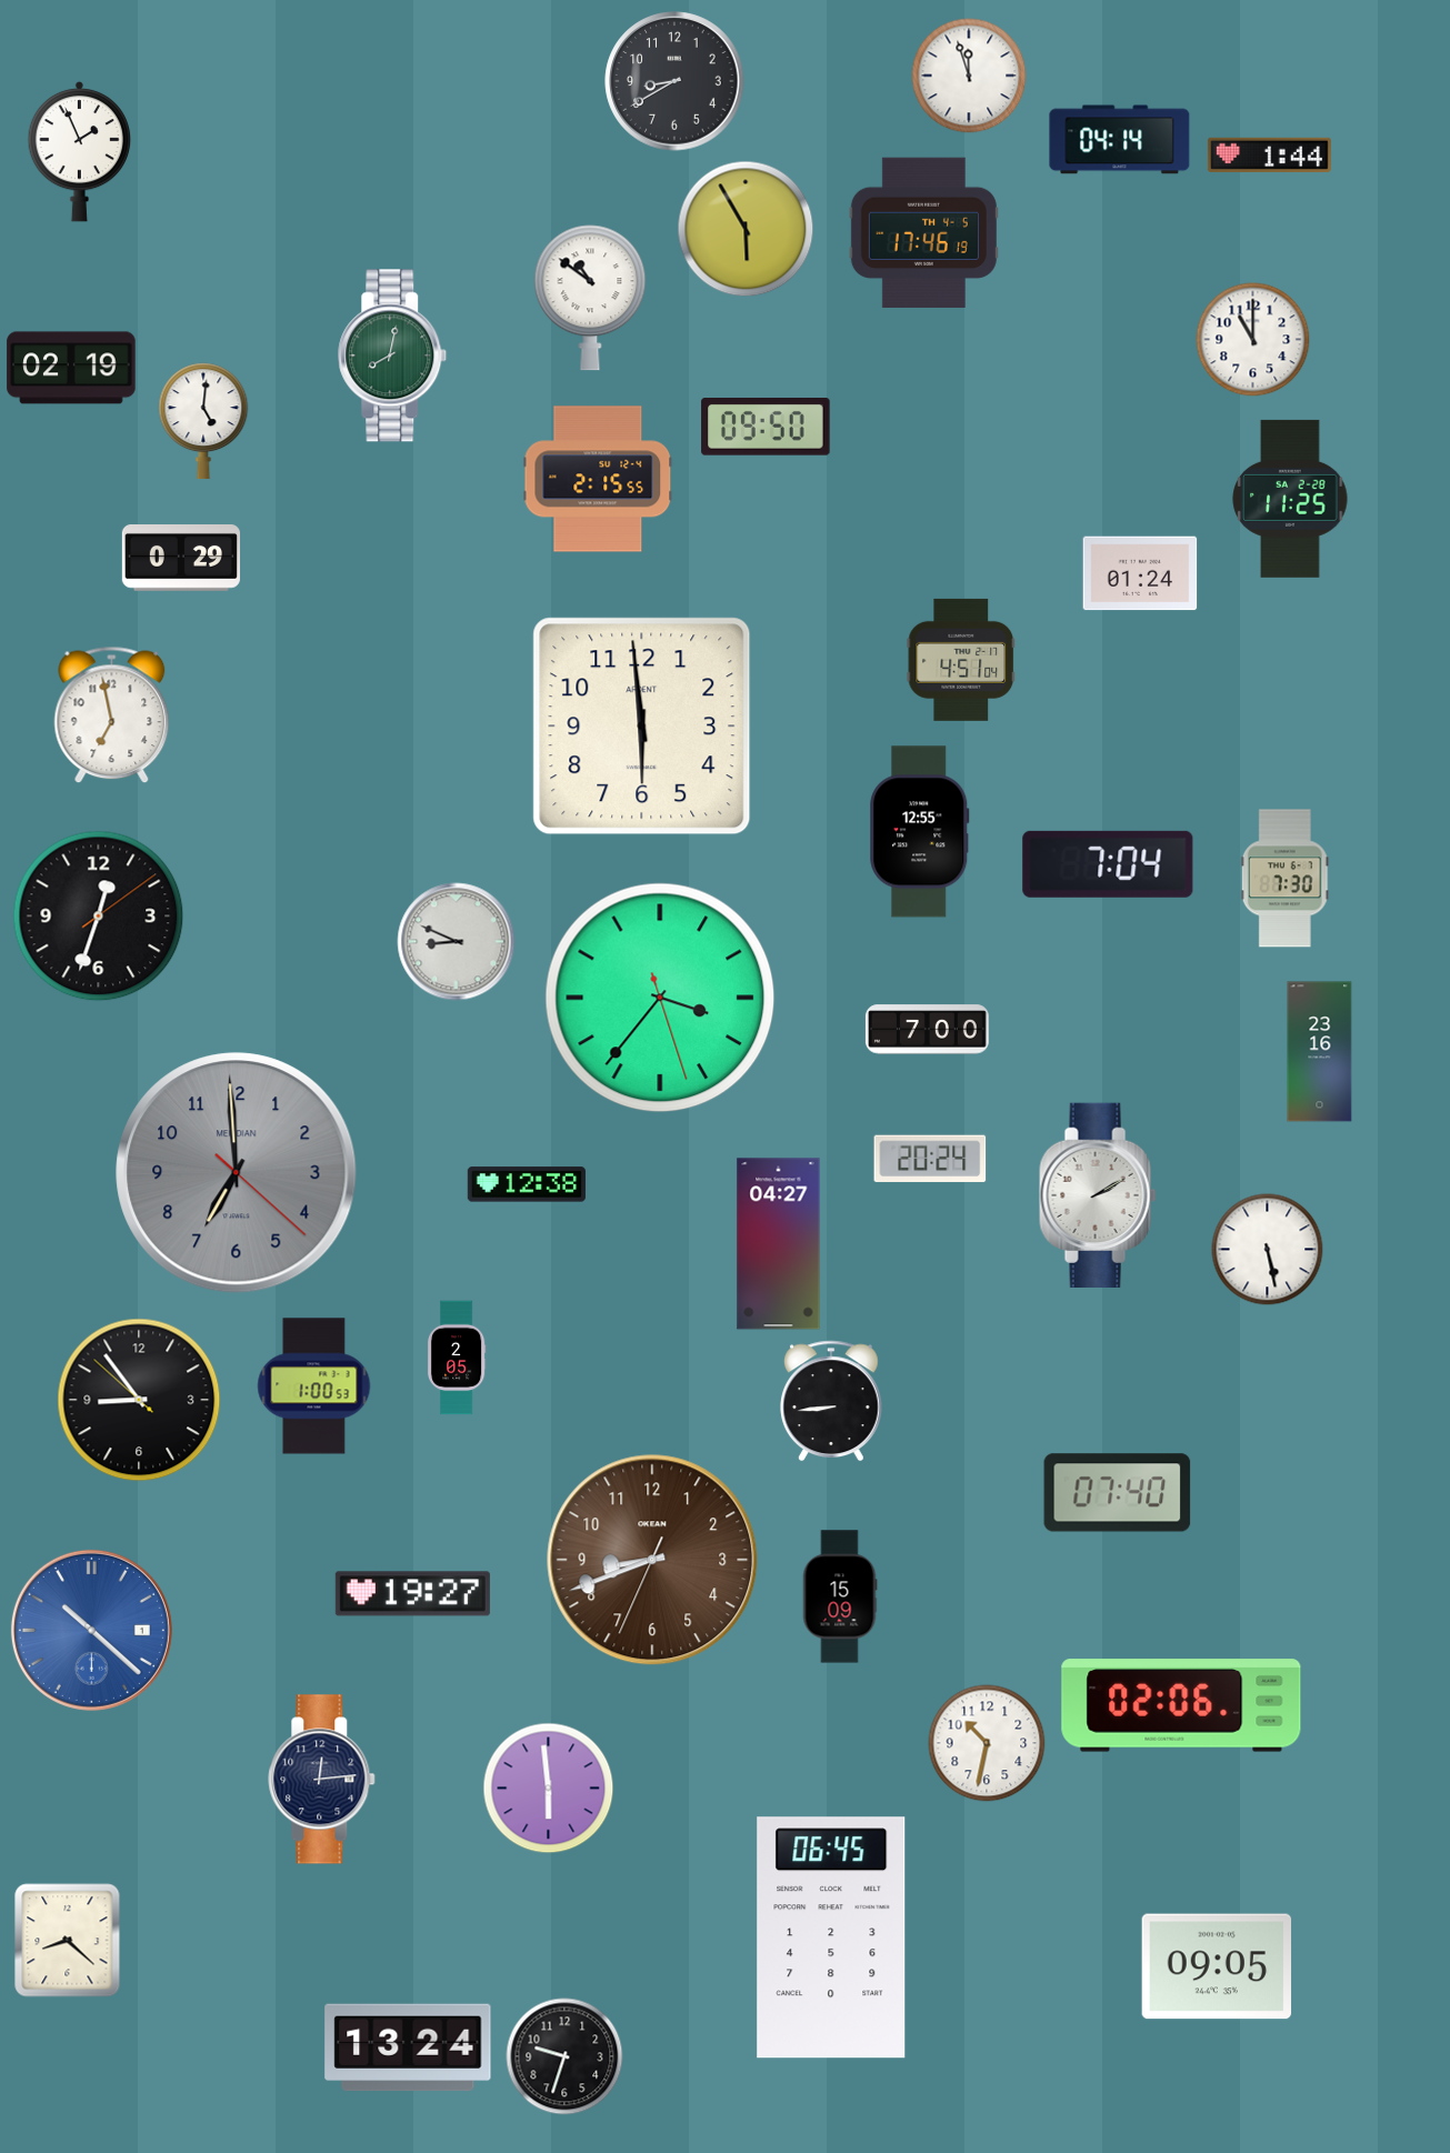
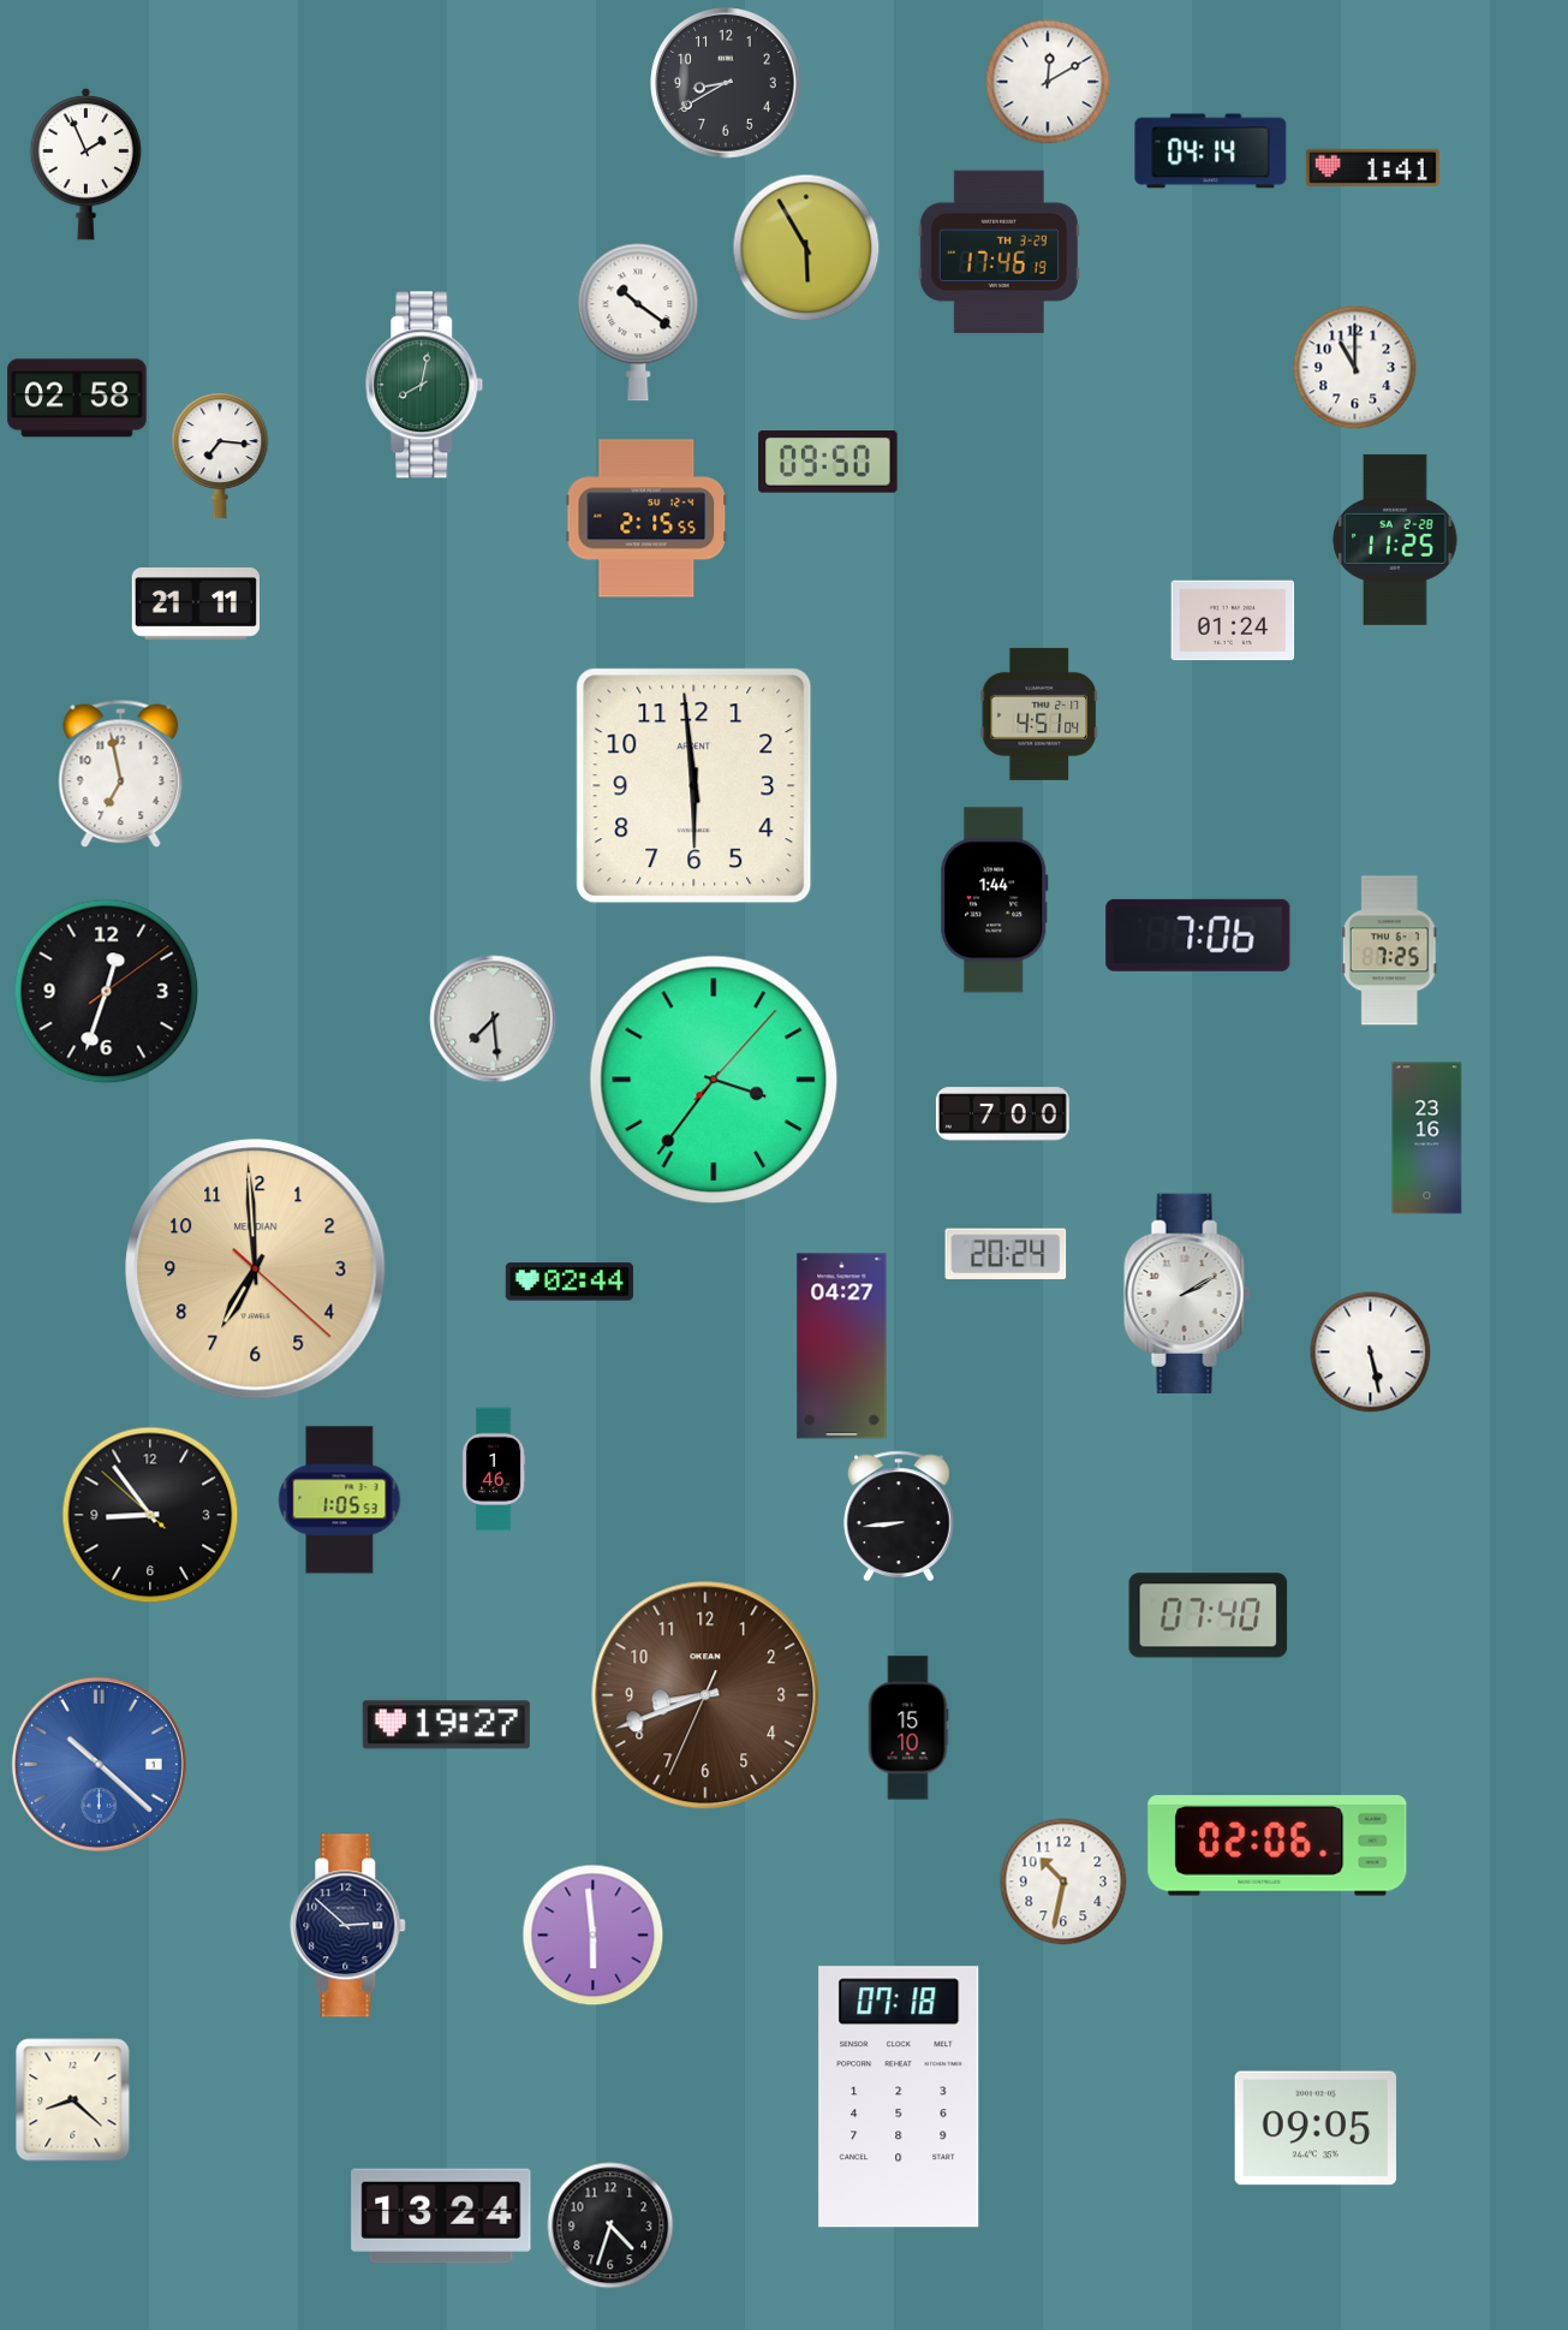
clock at (969, 76): 11:57 -> 12:10
clock at (674, 81) position: (674, 81) -> (726, 83)
clock at (1269, 154): 1:44 -> 1:41
clock at (923, 232) date: TH 4-5 -> TH 3-29
clock at (590, 298): 10:51 -> 10:21
clock at (71, 368): 02:19 -> 02:58
clock at (203, 421): 5:01 -> 7:16
clock at (181, 559): 0:29 -> 21:11
clock at (920, 832): 12:55 -> 1:44
clock at (1108, 864): 7:04 -> 7:06
clock at (1284, 879): 7:30 -> 7:25
clock at (457, 942): 8:49 -> 7:29
clock at (660, 998): 3:36:27 -> 3:36:07
clock at (237, 1173) dial: grey -> champagne
clock at (527, 1184): 12:38 -> 02:44
clock at (457, 1358): 2:05 -> 1:46
clock at (314, 1386): 1:00 -> 1:05
clock at (652, 1560) position: (652, 1560) -> (705, 1695)
clock at (840, 1596): 15:09 -> 15:10
clock at (987, 1743) position: (987, 1743) -> (1063, 1882)
clock at (322, 1780): 12:14 -> 2:52
clock at (831, 1937): 06:45 -> 07:18
clock at (564, 2056): 9:33 -> 4:33
